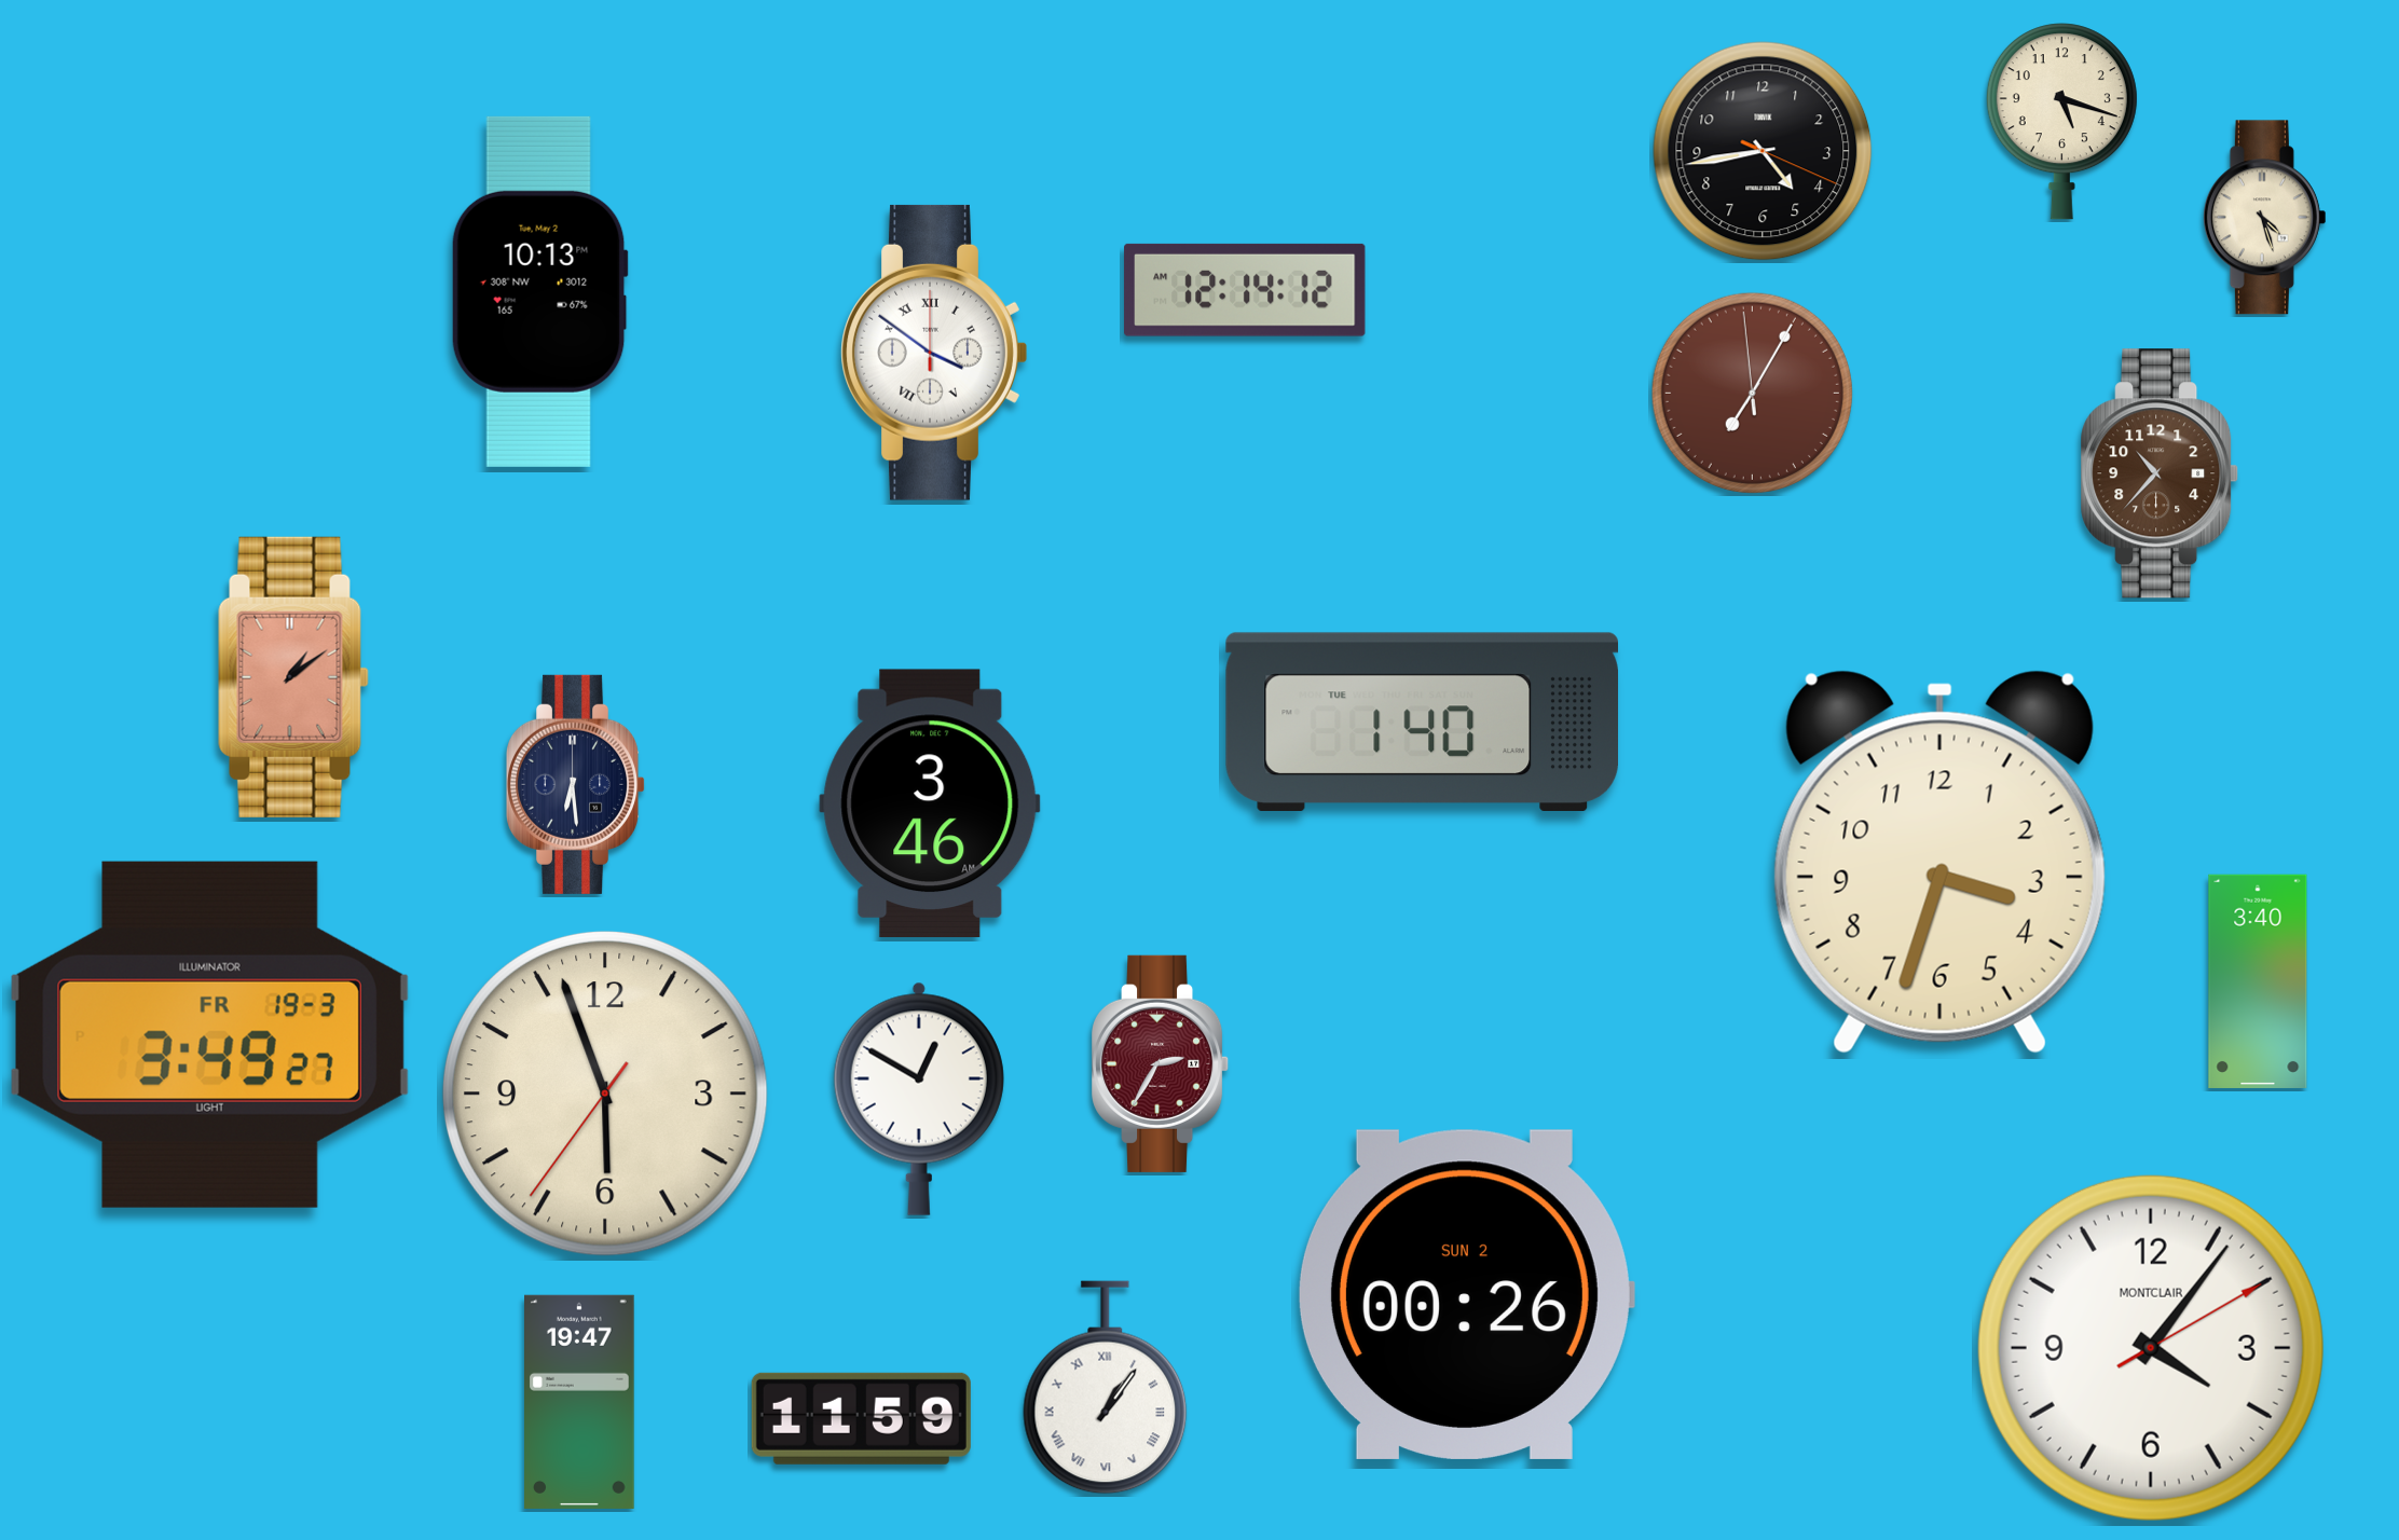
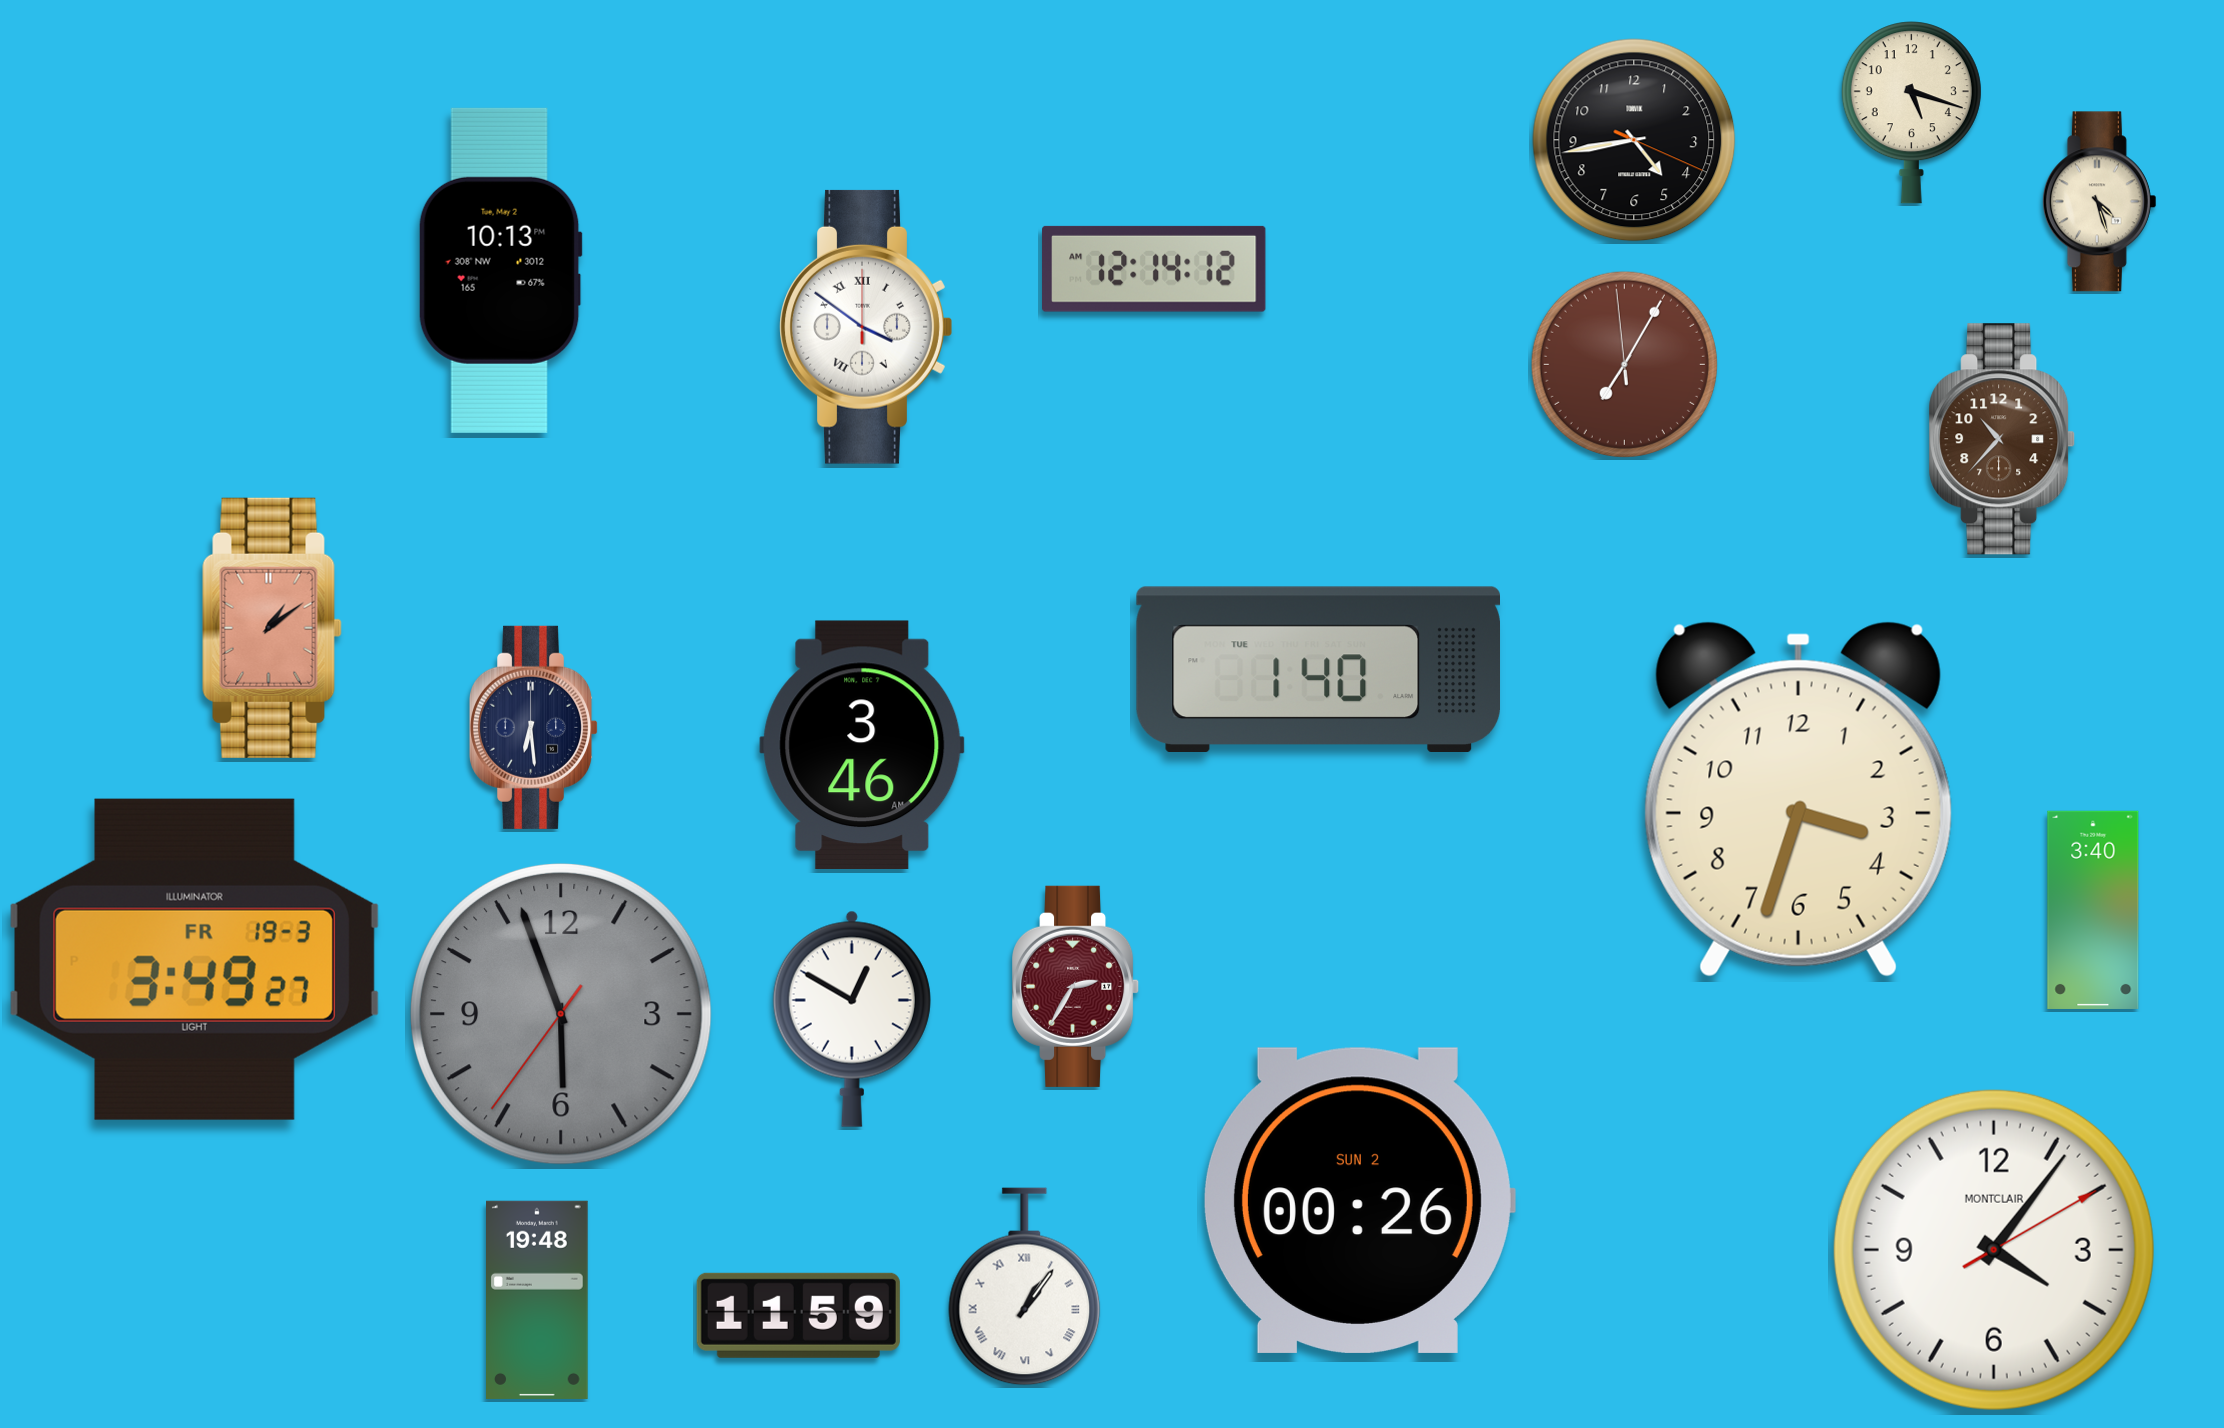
clock at (605, 1094) dial: cream -> grey
clock at (580, 1402): 19:47 -> 19:48
